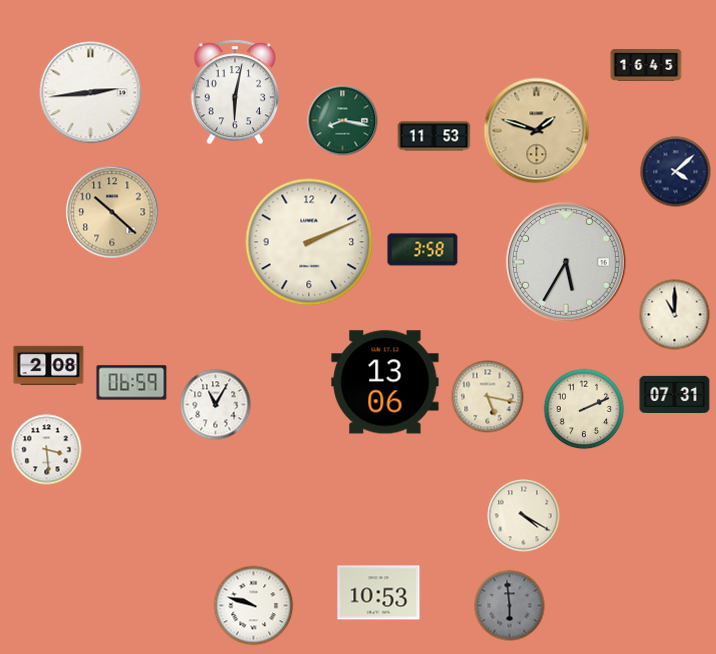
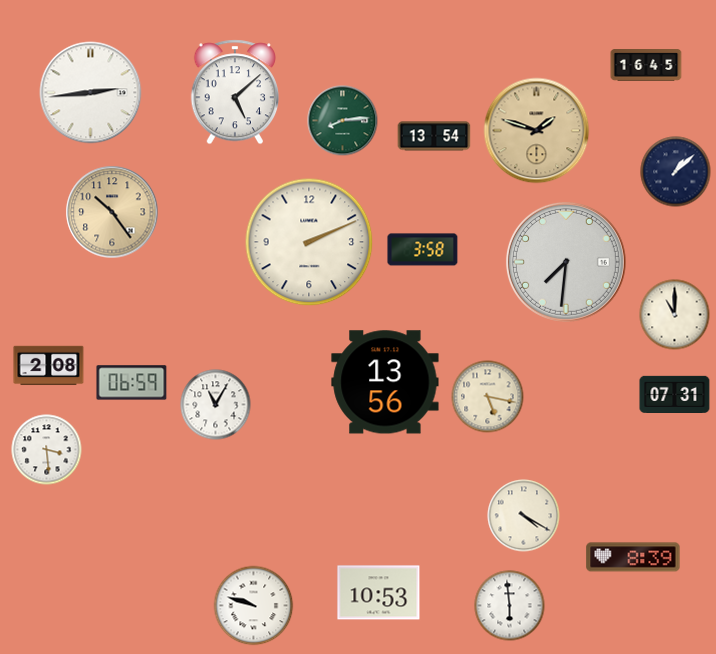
clock at (234, 92): 6:02 -> 5:08
clock at (343, 121): 8:17 -> 8:14
clock at (434, 136): 11:53 -> 13:54
clock at (676, 172): 4:08 -> 1:08
clock at (112, 212): 10:22 -> 10:24
clock at (566, 262): 5:35 -> 7:31
clock at (385, 382): 13:06 -> 13:56
clock at (584, 409): 2:11 -> none
clock at (633, 557): none -> 8:39
clock at (510, 606) dial: grey -> white
